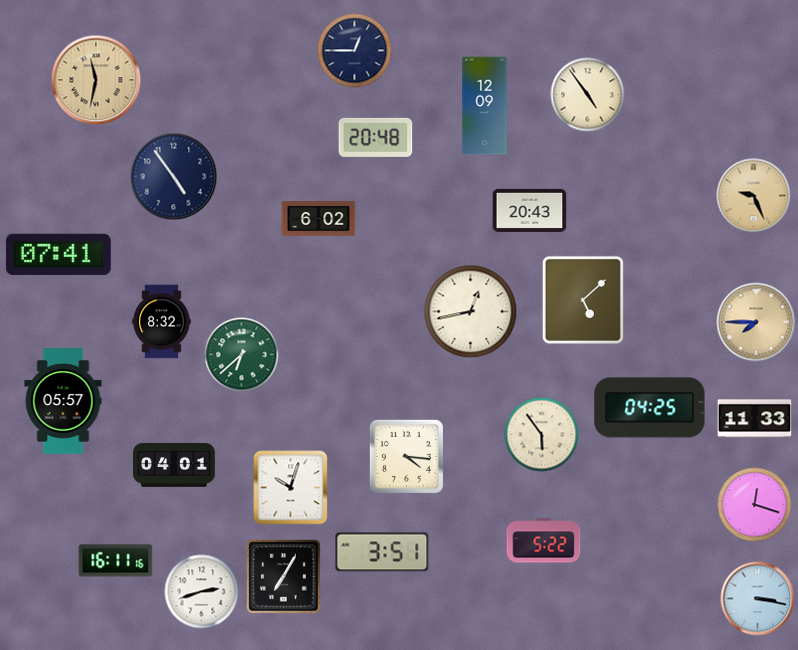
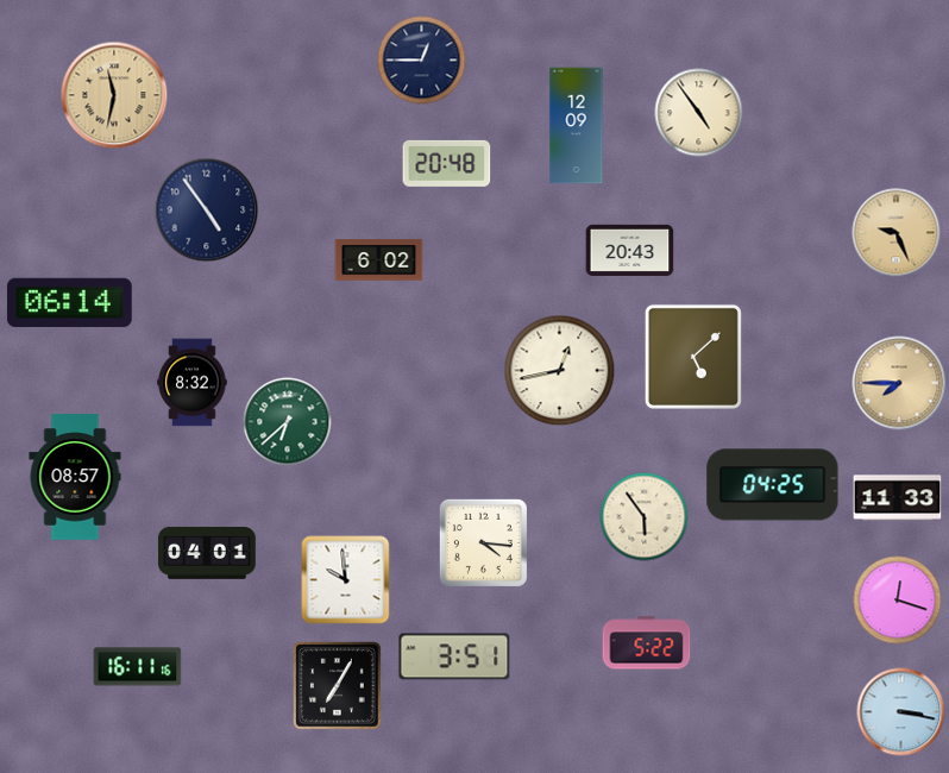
clock at (58, 254): 07:41 -> 06:14
clock at (63, 401): 05:57 -> 08:57
clock at (291, 488): 10:03 -> 9:59
clock at (202, 592): 2:42 -> none
